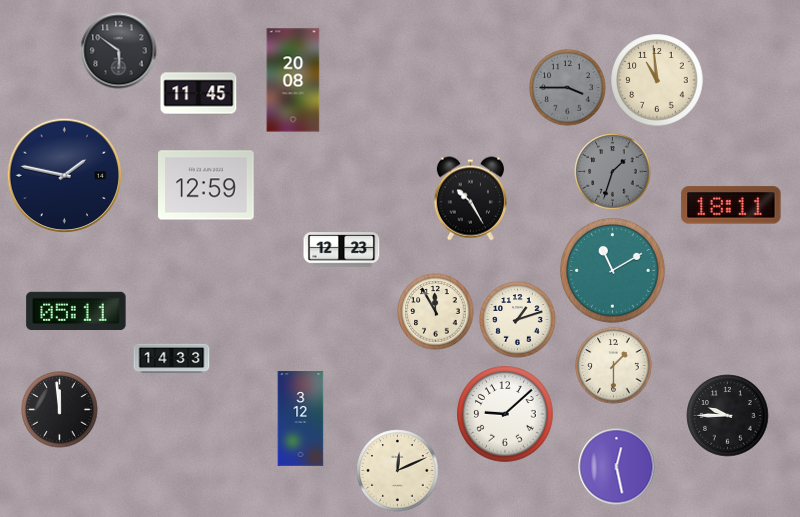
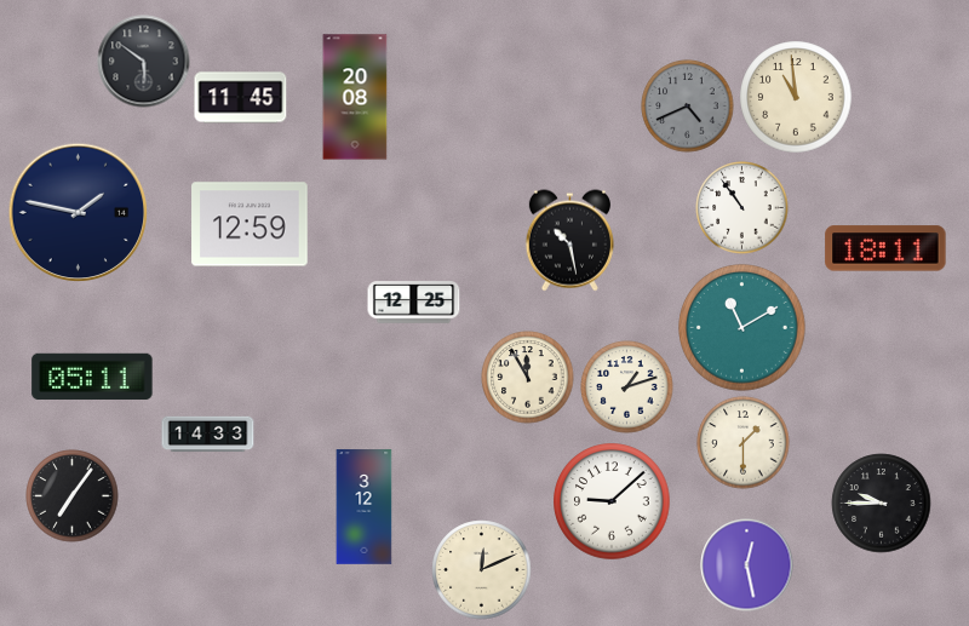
clock at (568, 88): 3:45 -> 4:41
clock at (199, 94) position: (199, 94) -> (241, 98)
clock at (613, 172): 1:33 -> 10:54
clock at (613, 172) dial: grey -> white
clock at (470, 199): 10:25 -> 10:28
clock at (342, 250): 12:23 -> 12:25
clock at (60, 410): 11:59 -> 7:06
